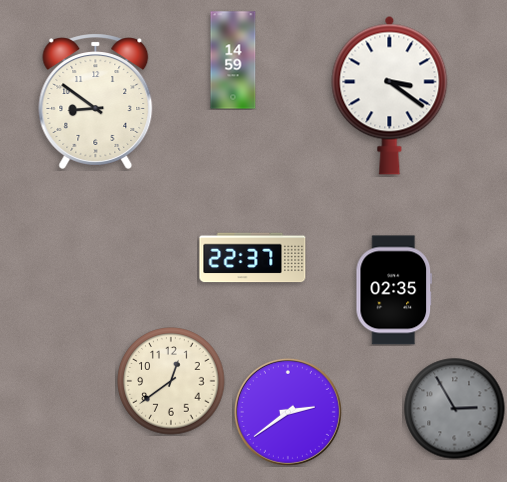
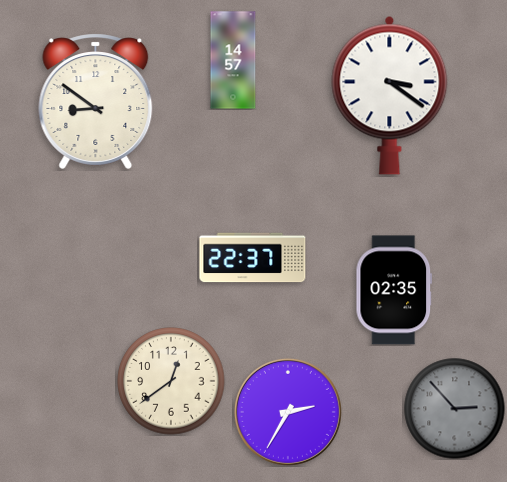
clock at (233, 60): 14:59 -> 14:57
clock at (455, 409): 2:55 -> 2:53
clock at (288, 412): 2:39 -> 2:35
